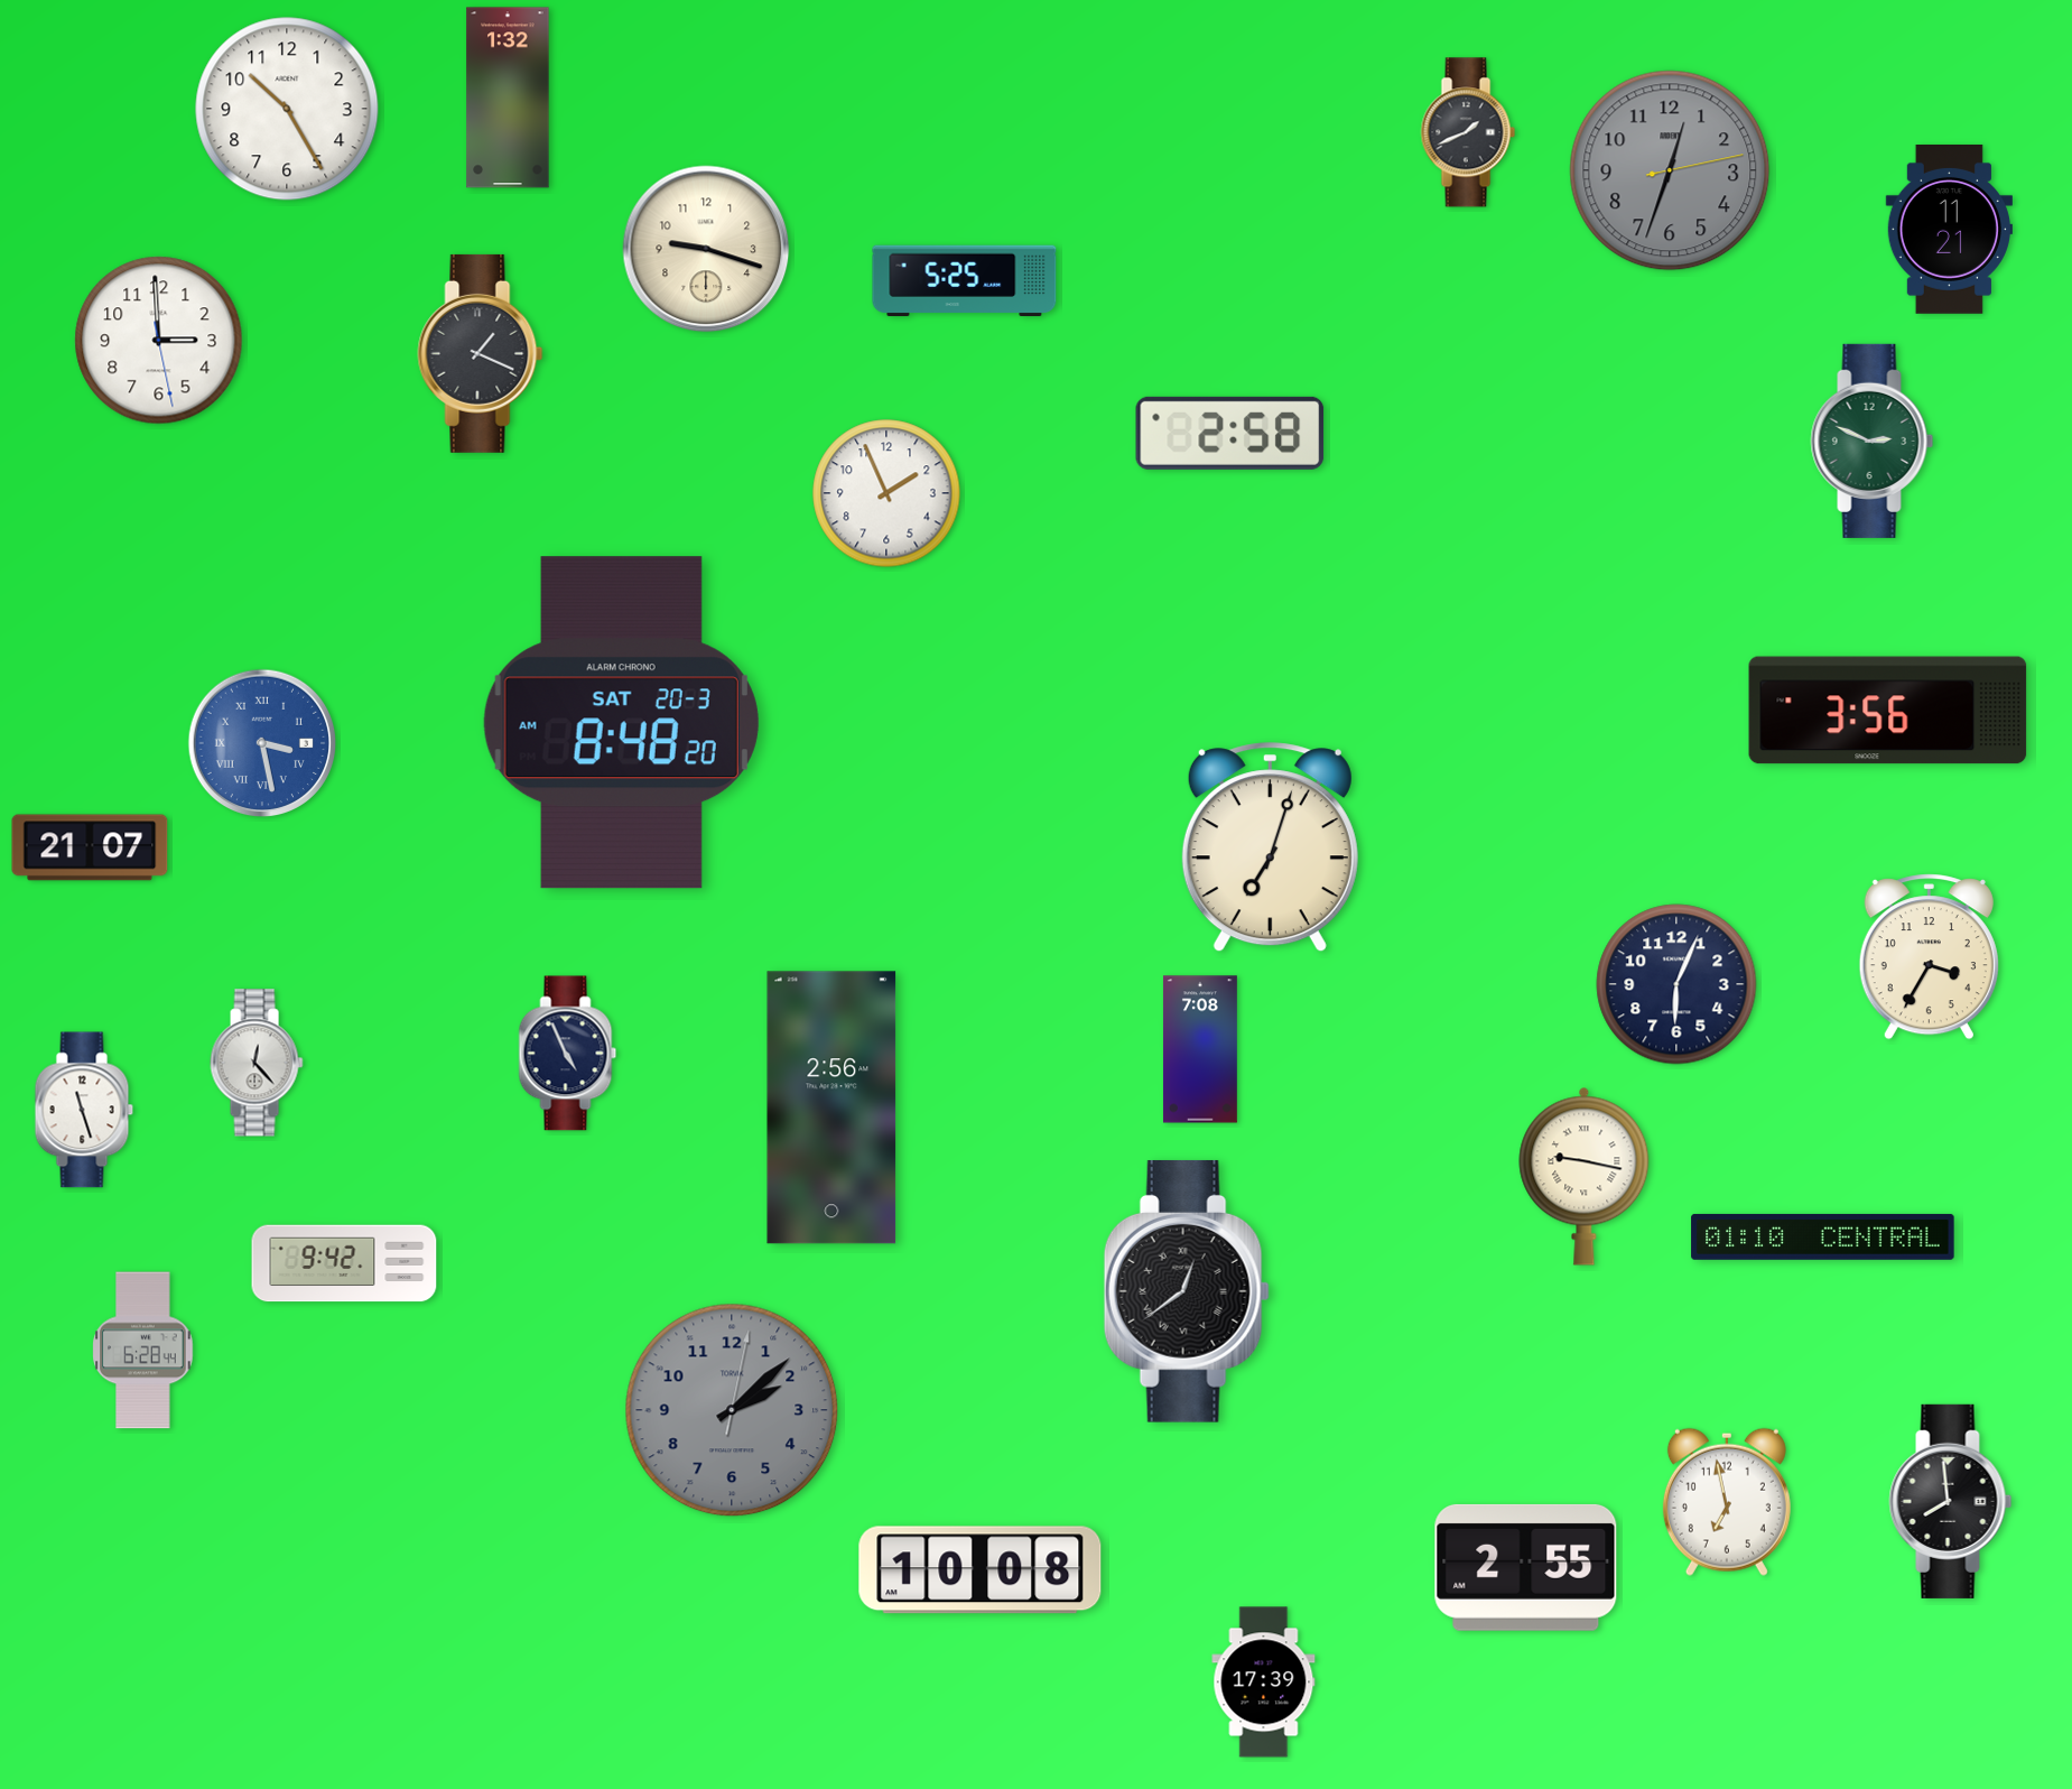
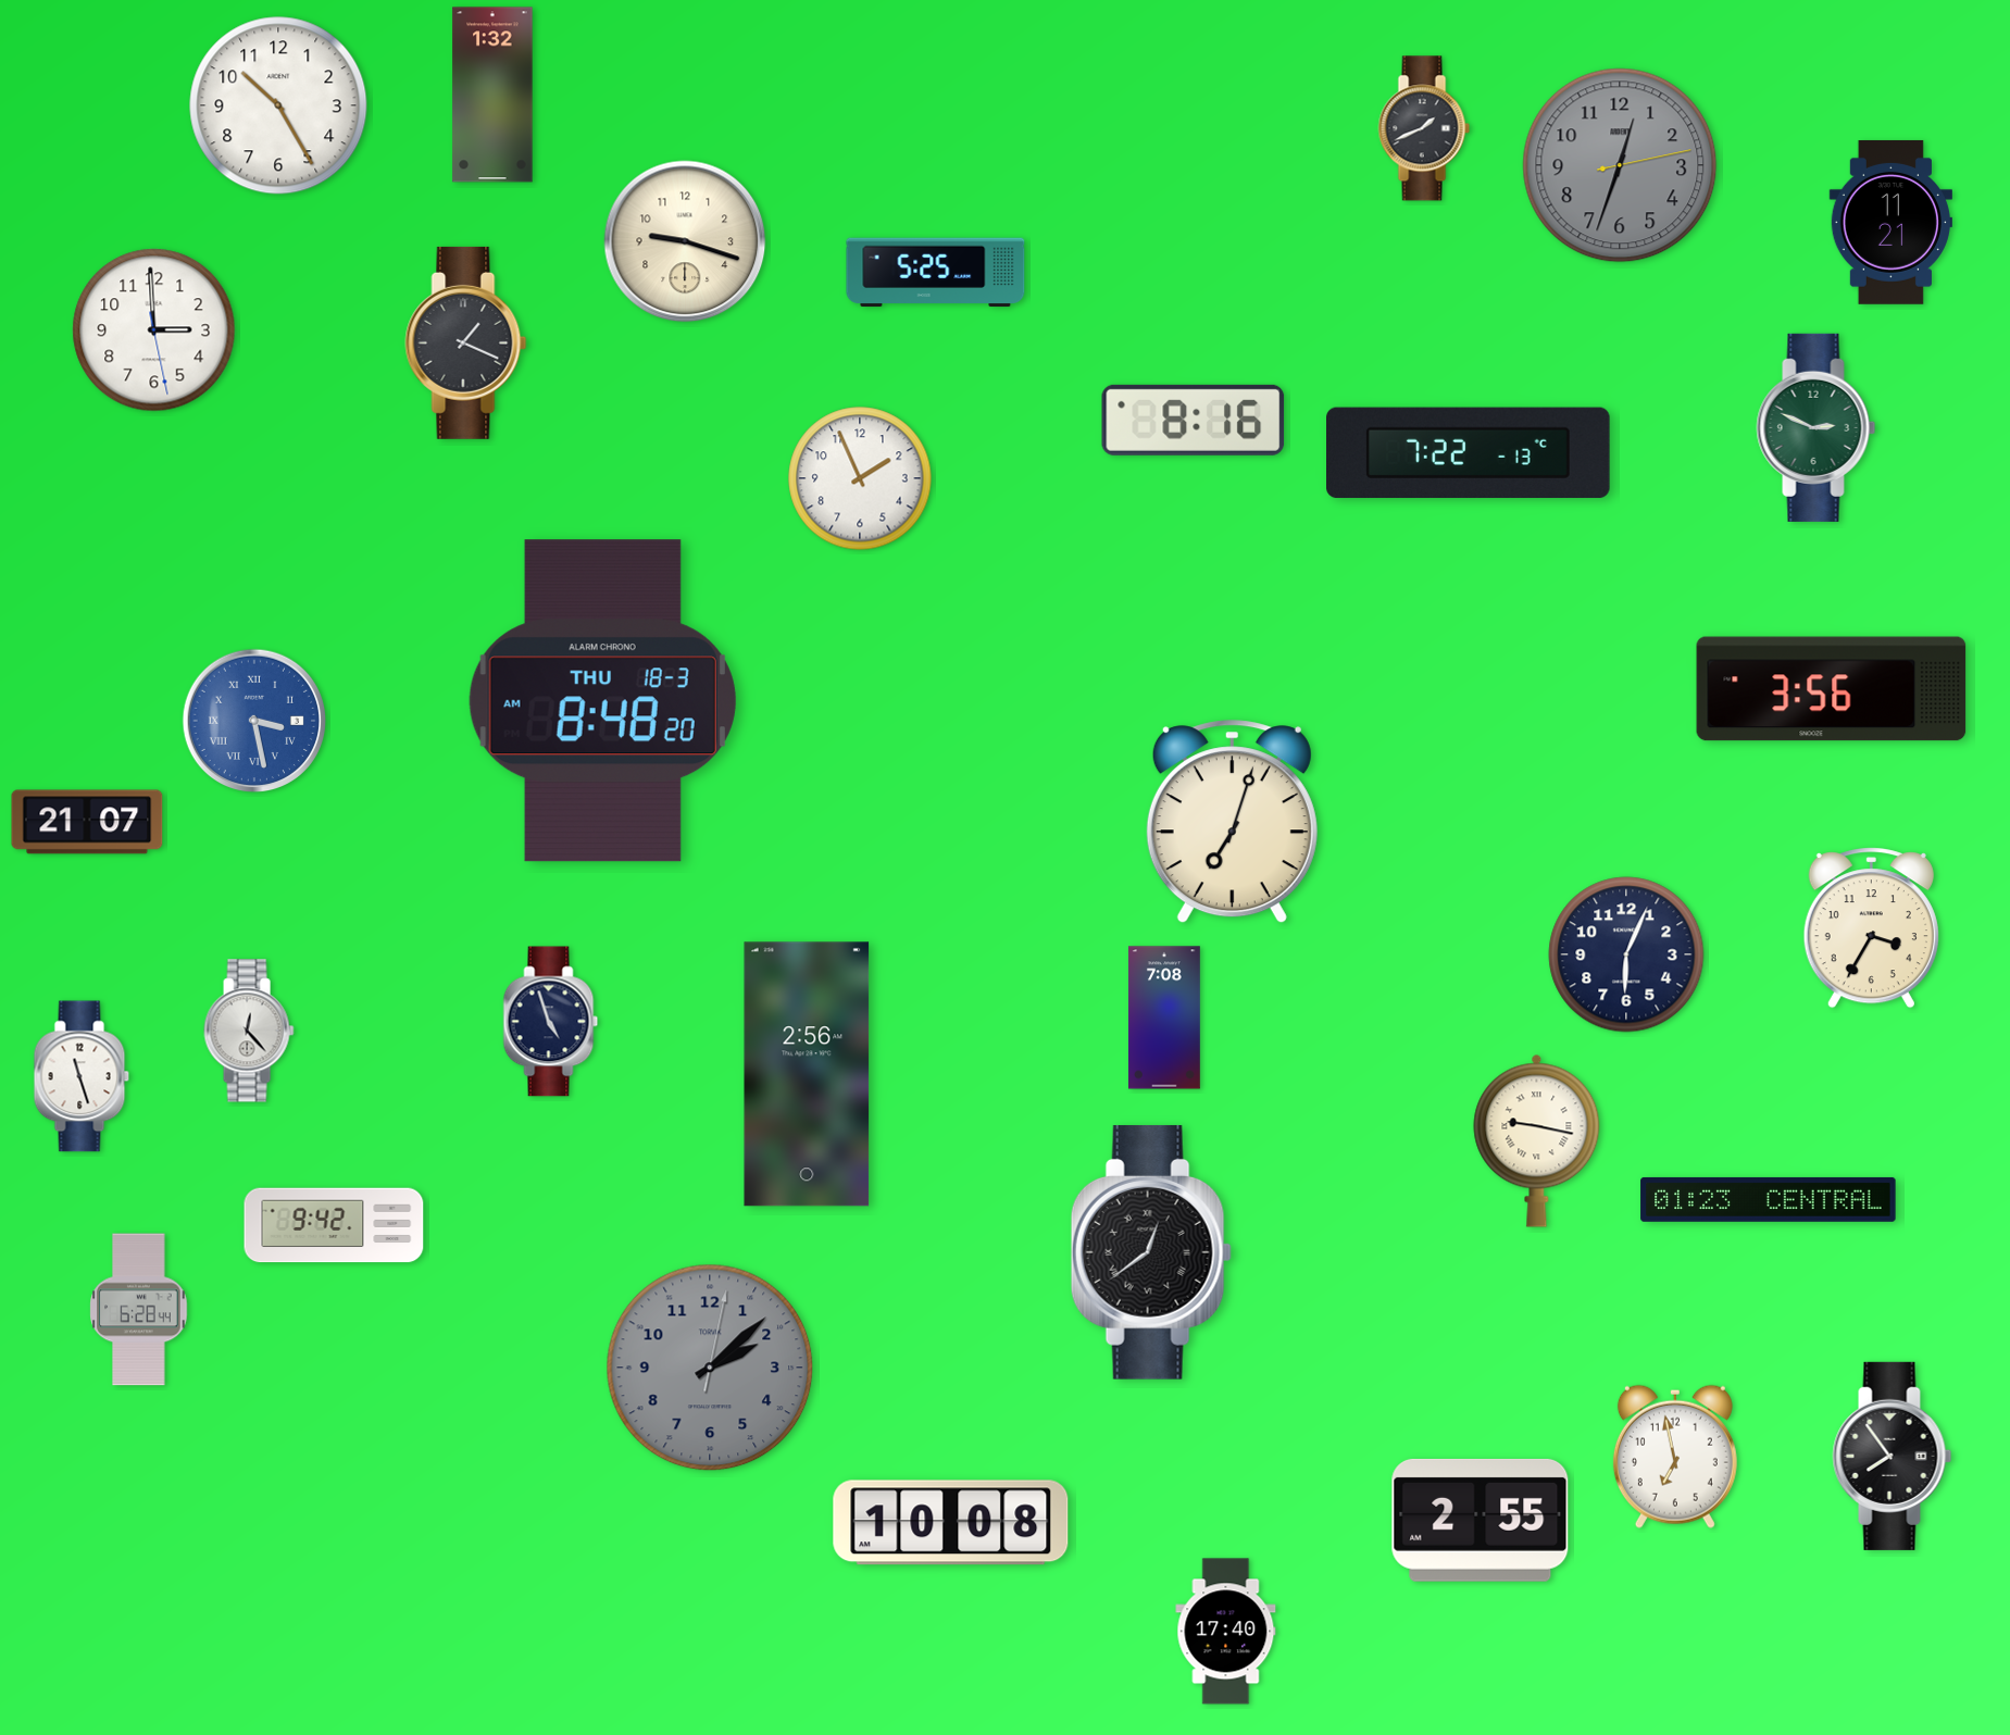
clock at (1230, 433): 2:58 -> 8:16
clock at (1469, 453): none -> 7:22
clock at (621, 723) date: SAT 20-3 -> THU 18-3
clock at (568, 1054): 4:56 -> 4:57
clock at (1823, 1236): 01:10 -> 01:23
clock at (1951, 1501): 7:59 -> 7:54
clock at (1264, 1683): 17:39 -> 17:40
